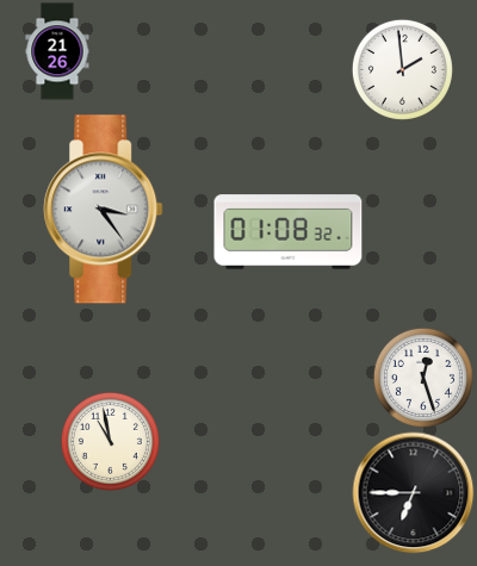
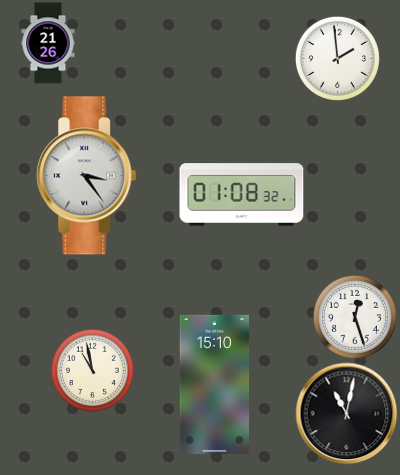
clock at (215, 384): none -> 15:10
clock at (414, 493): 6:45 -> 11:02
